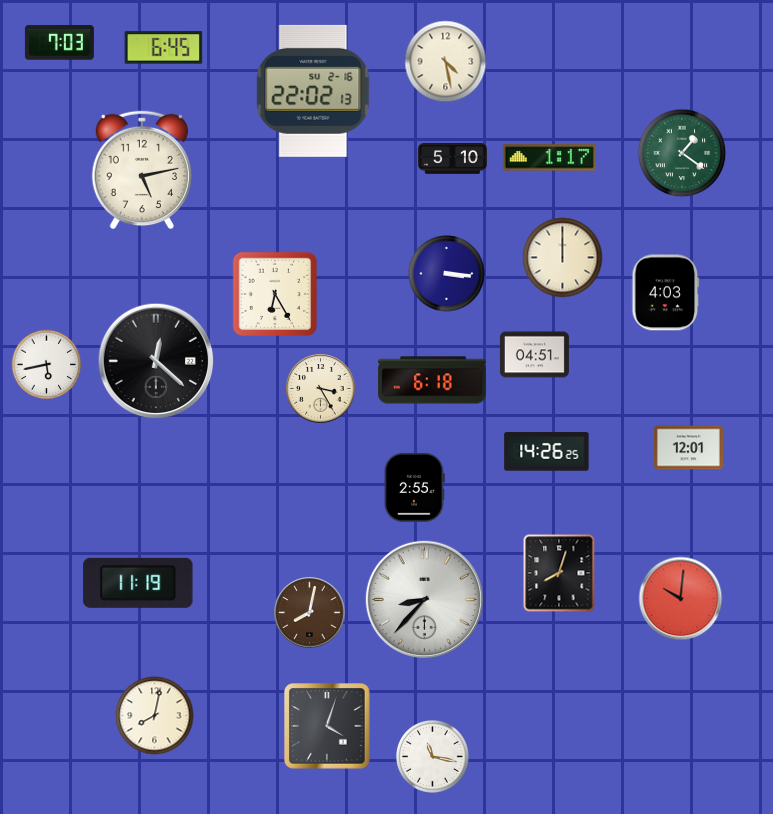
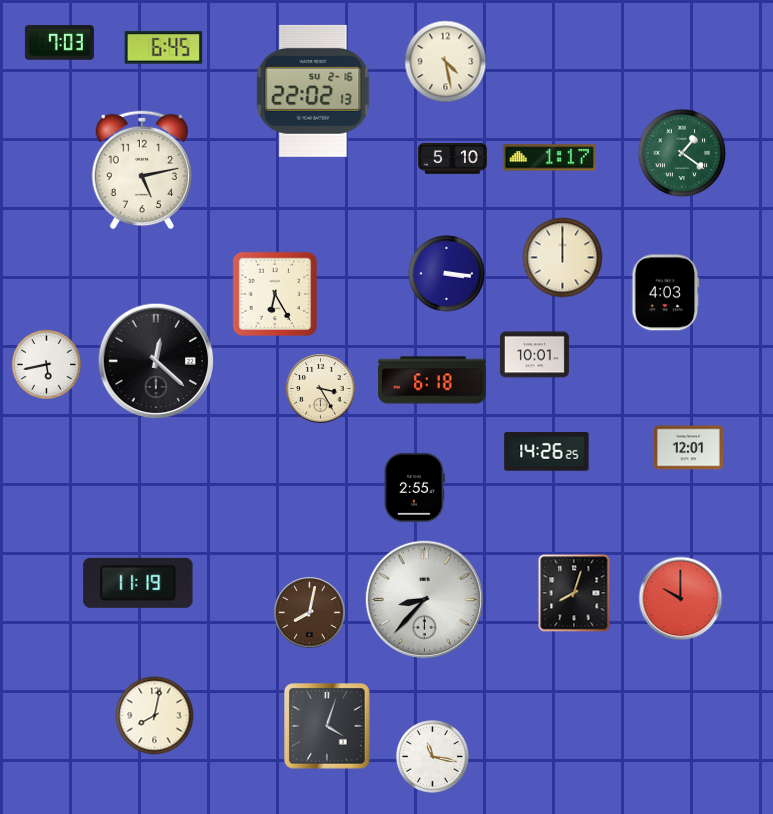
clock at (534, 355): 04:51 -> 10:01
clock at (559, 573) position: (559, 573) -> (574, 593)
clock at (681, 599): 10:01 -> 10:00
